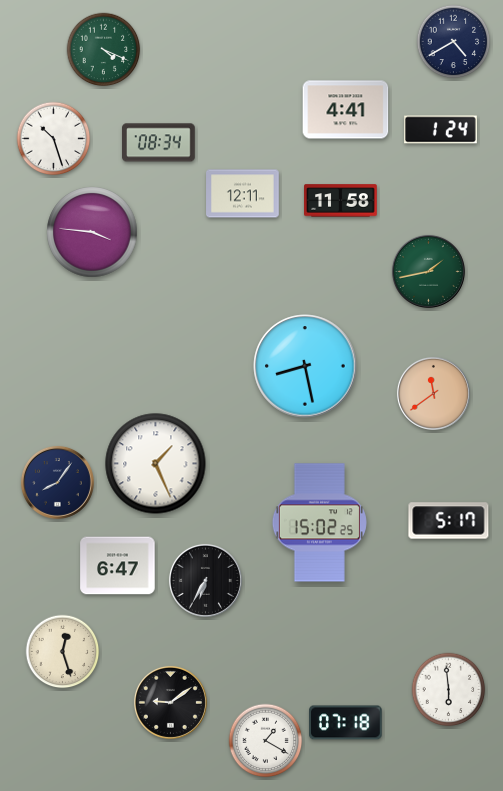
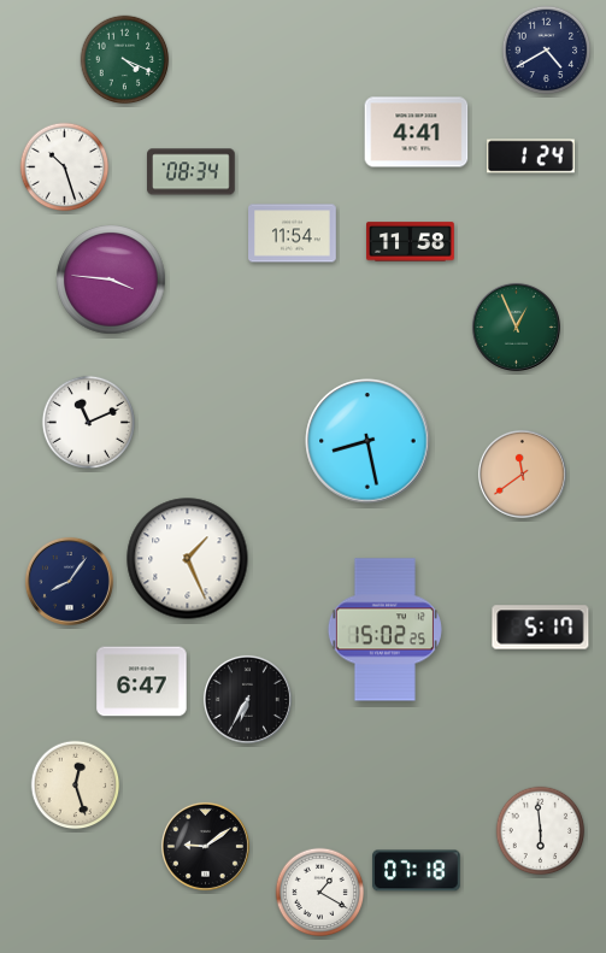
clock at (243, 194): 12:11 -> 11:54
clock at (428, 271): 1:43 -> 12:56
clock at (88, 422): none -> 11:11
